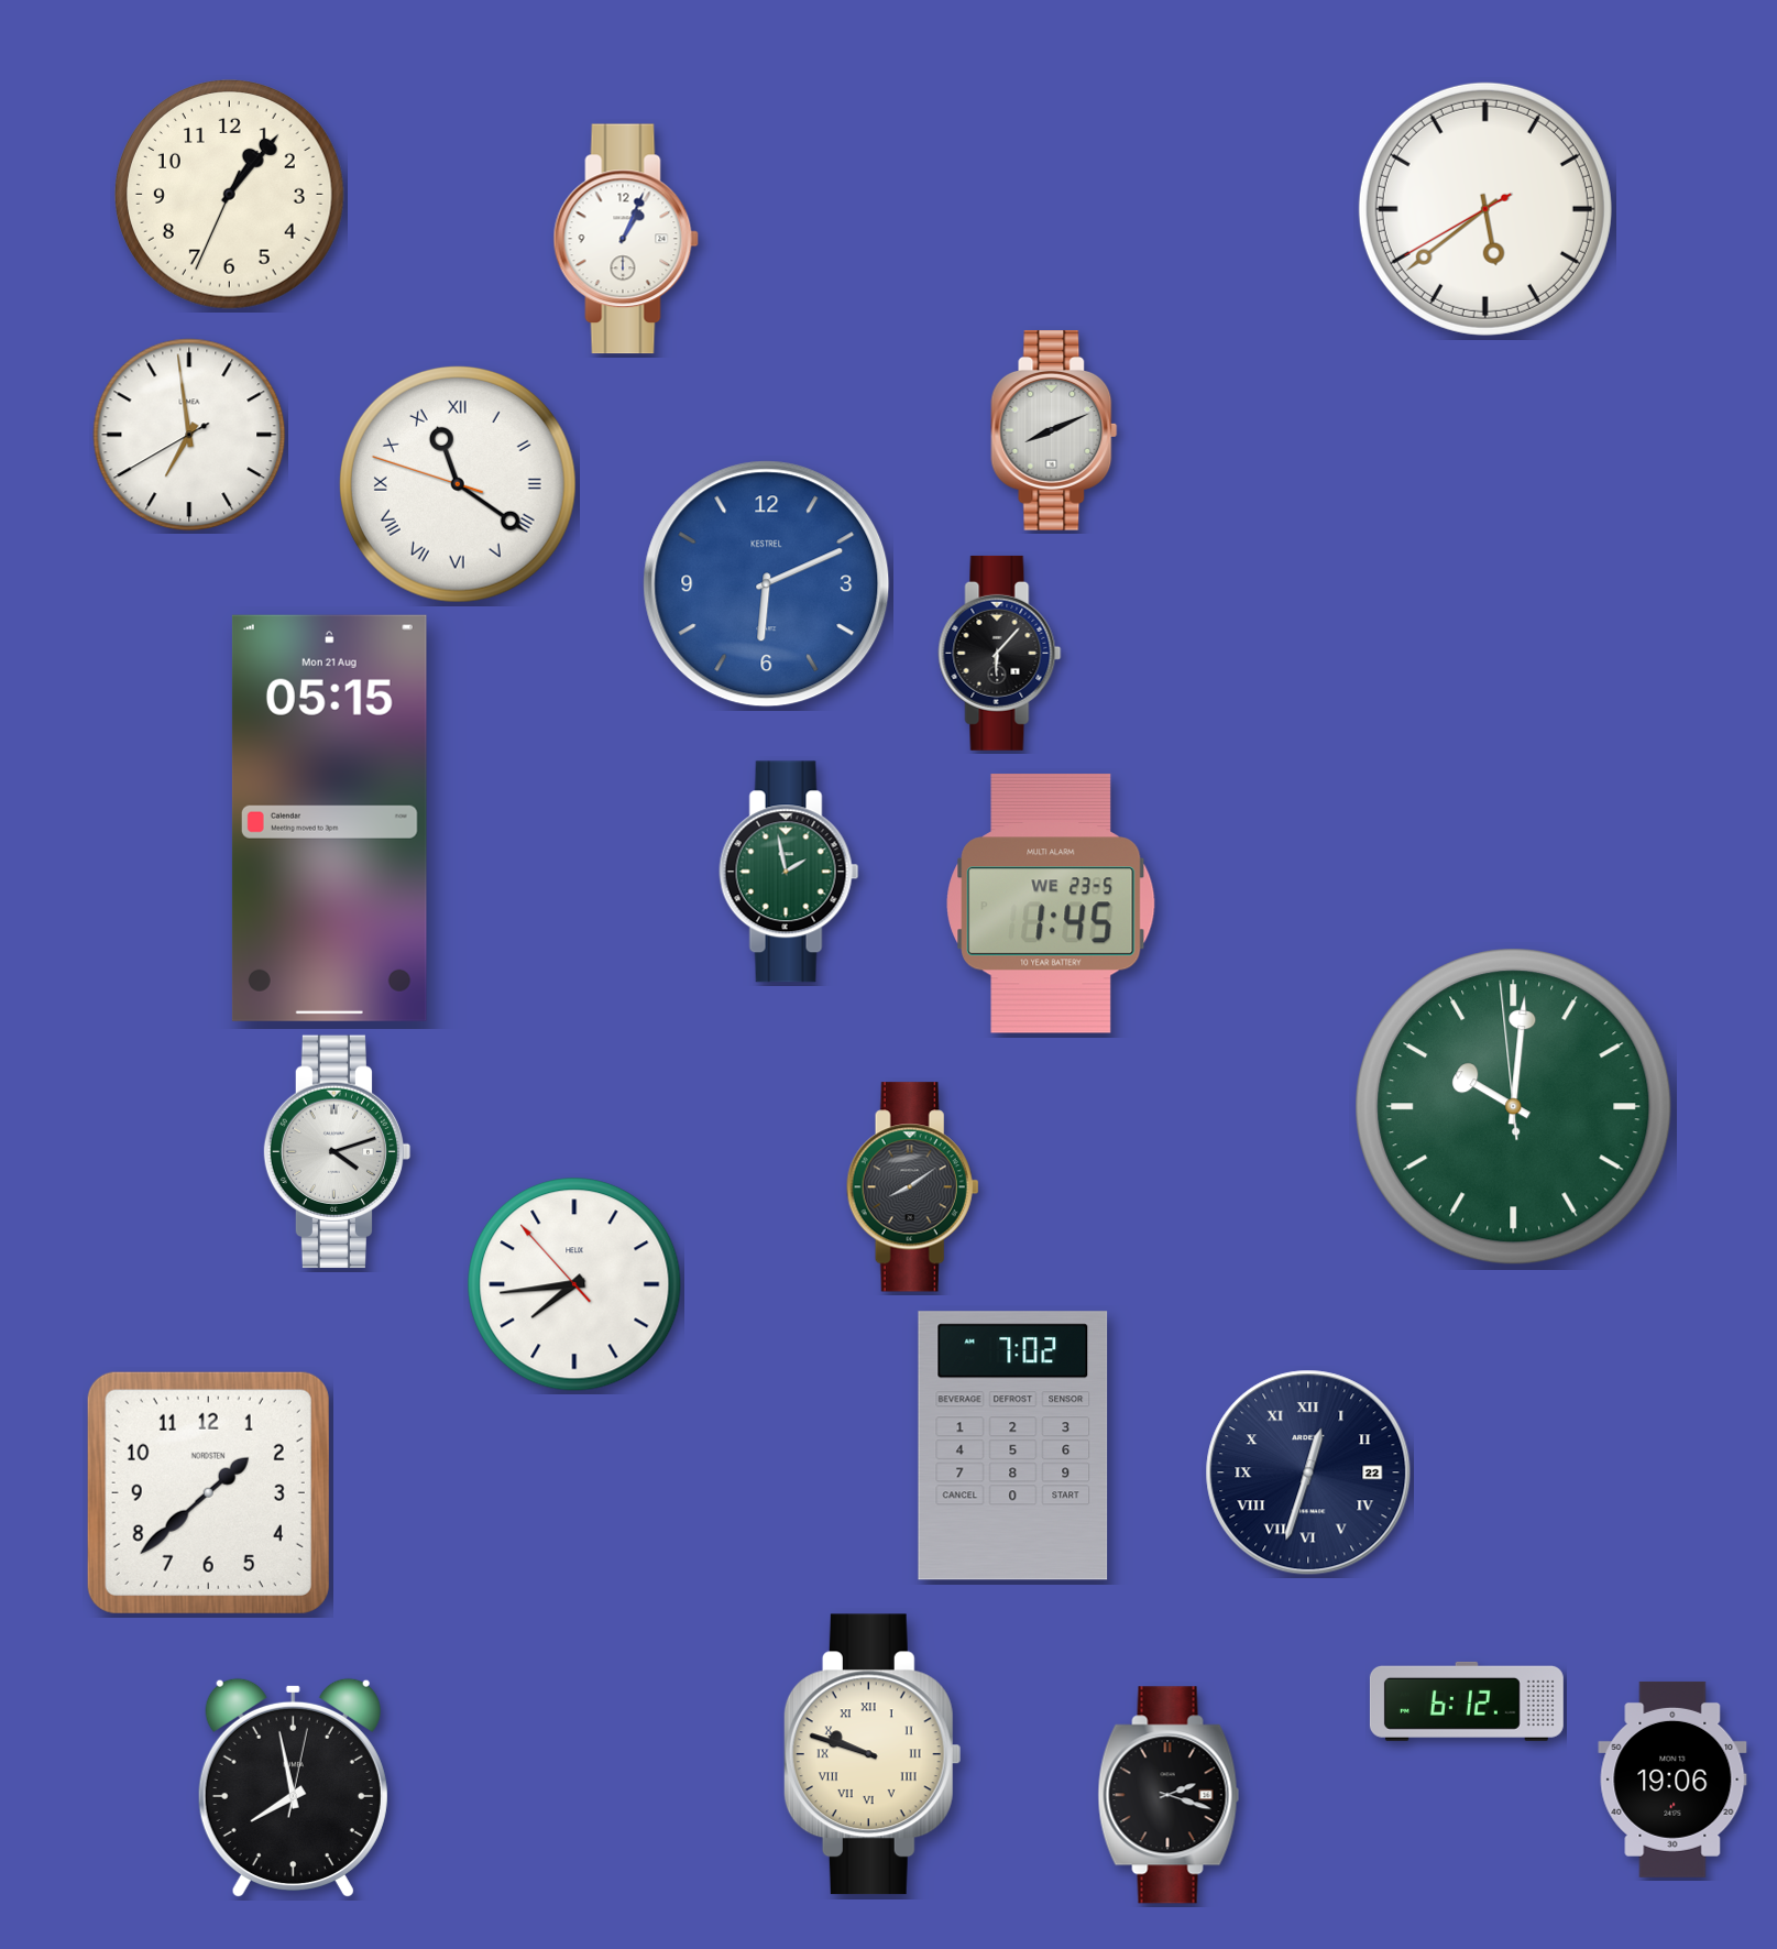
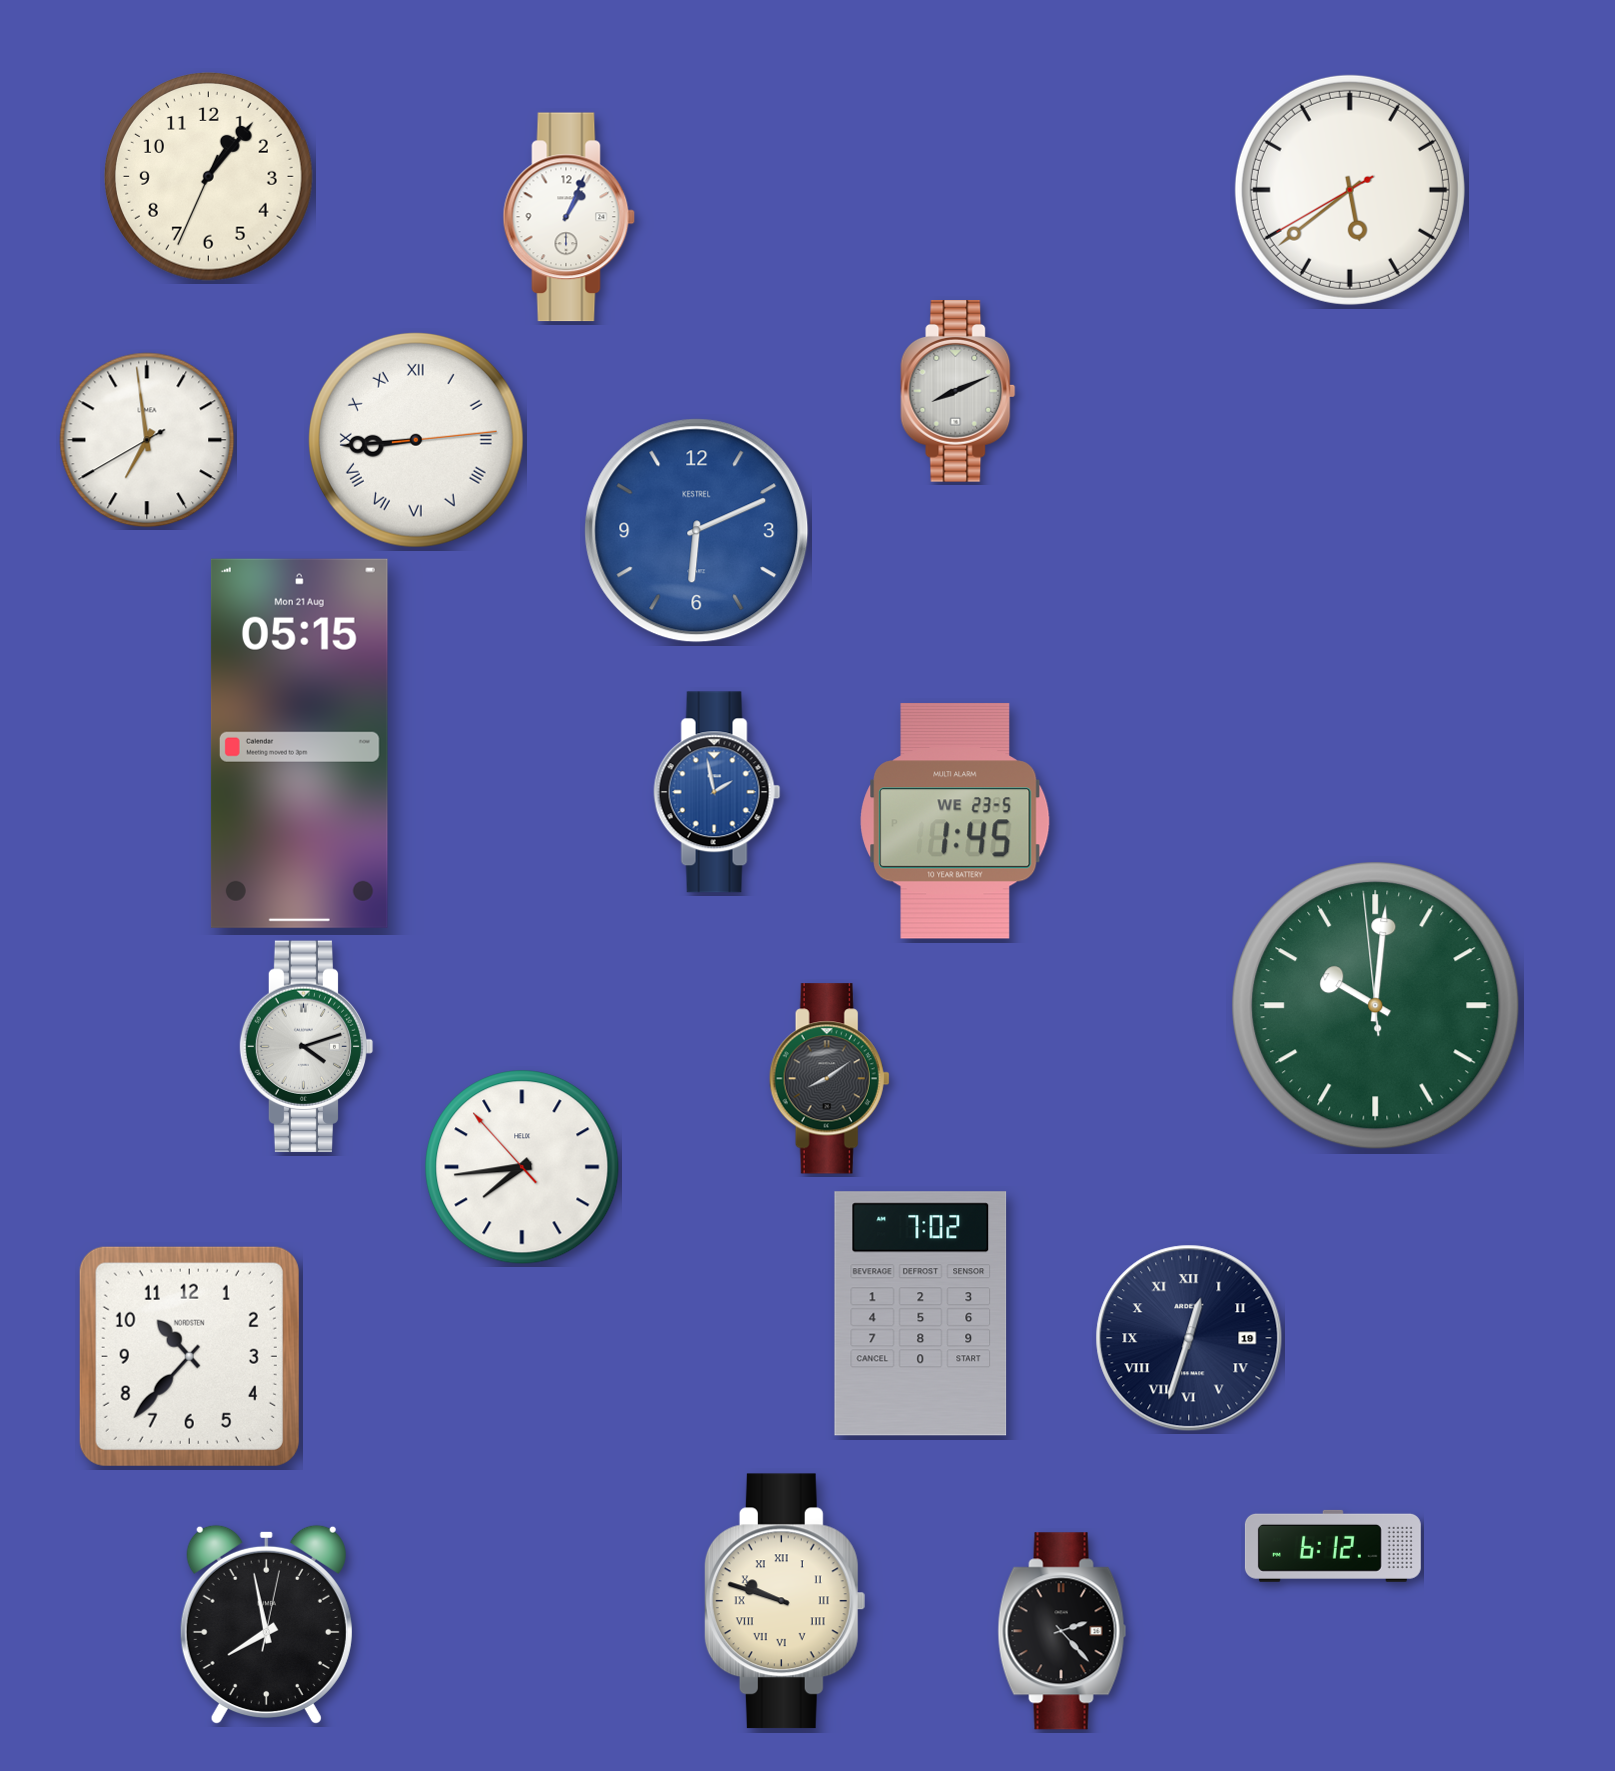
clock at (189, 435) position: (189, 435) -> (147, 440)
clock at (458, 484): 11:20 -> 8:44
clock at (1000, 653): 6:07 -> none
clock at (789, 872) dial: green -> blue
clock at (1308, 1472) date: 22 -> 19
clock at (208, 1492): 1:38 -> 10:37
clock at (873, 1754) position: (873, 1754) -> (785, 1601)
clock at (1672, 1780): 19:06 -> none
clock at (1169, 1795): 2:18 -> 2:23
